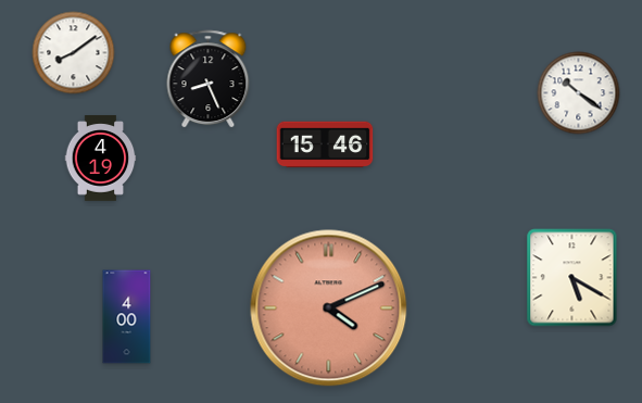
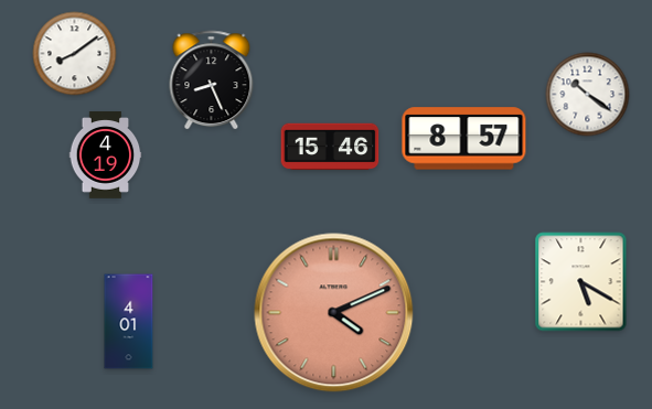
clock at (464, 139): none -> 8:57
clock at (101, 159) position: (101, 159) -> (106, 155)
clock at (127, 317): 4:00 -> 4:01
